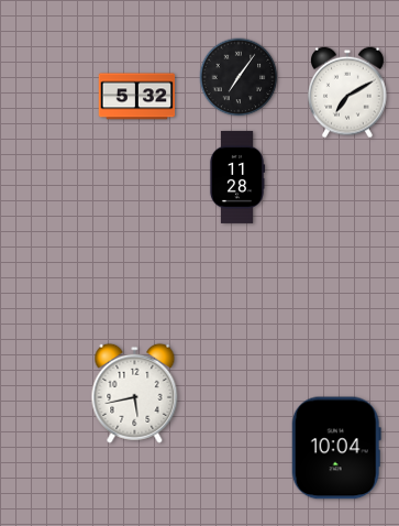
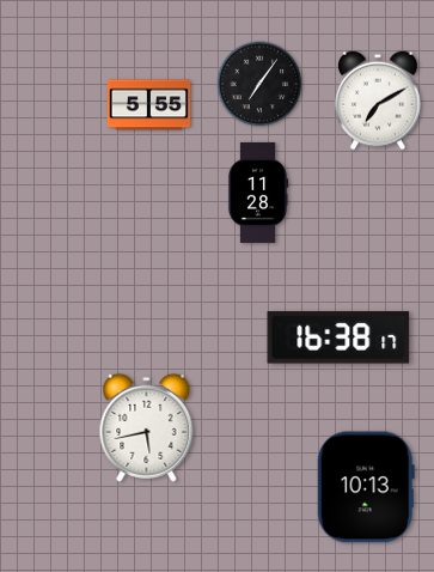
clock at (137, 97): 5:32 -> 5:55
clock at (338, 337): none -> 16:38
clock at (336, 448): 10:04 -> 10:13
